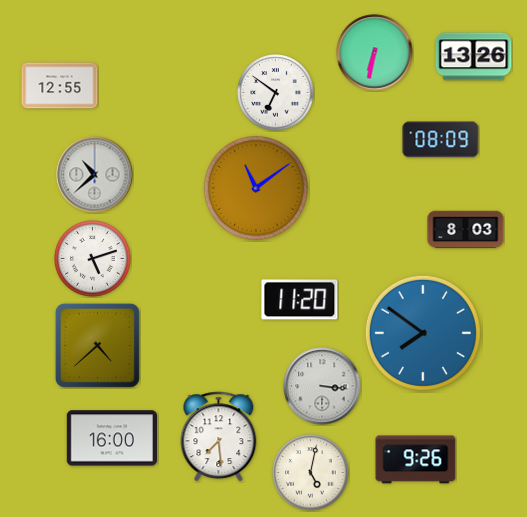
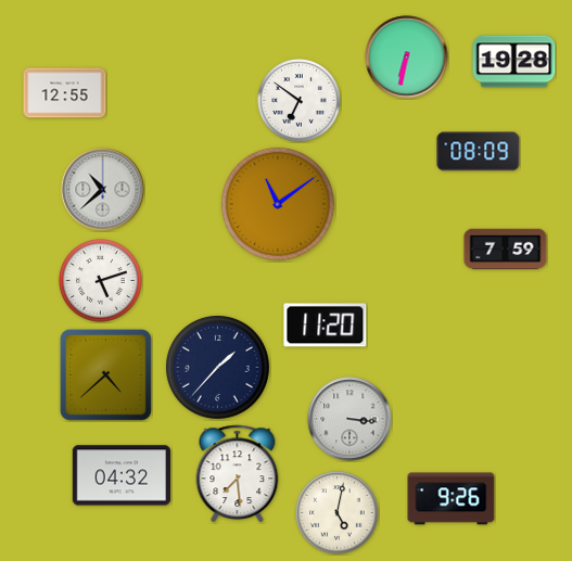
clock at (474, 57): 13:26 -> 19:28
clock at (466, 230): 8:03 -> 7:59
clock at (423, 333): 7:51 -> none
clock at (217, 367): none -> 1:37
clock at (111, 438): 16:00 -> 04:32
